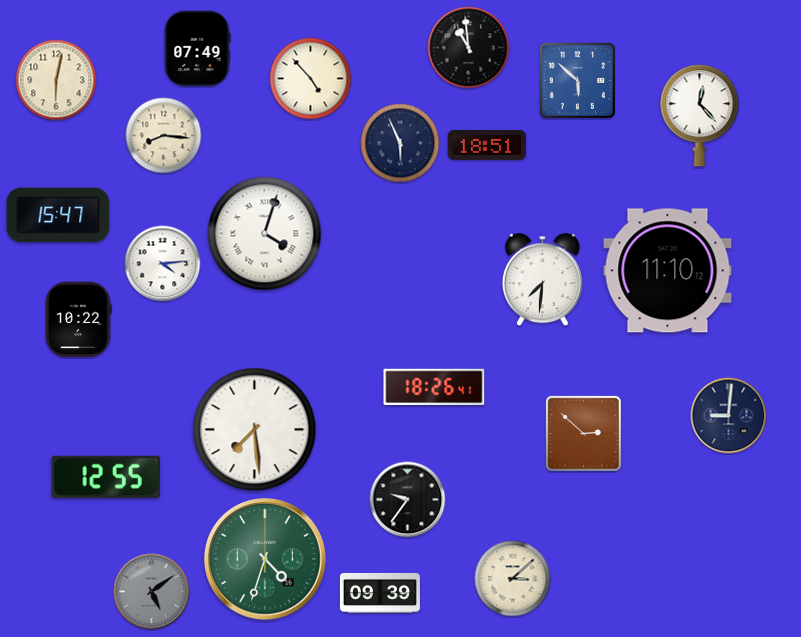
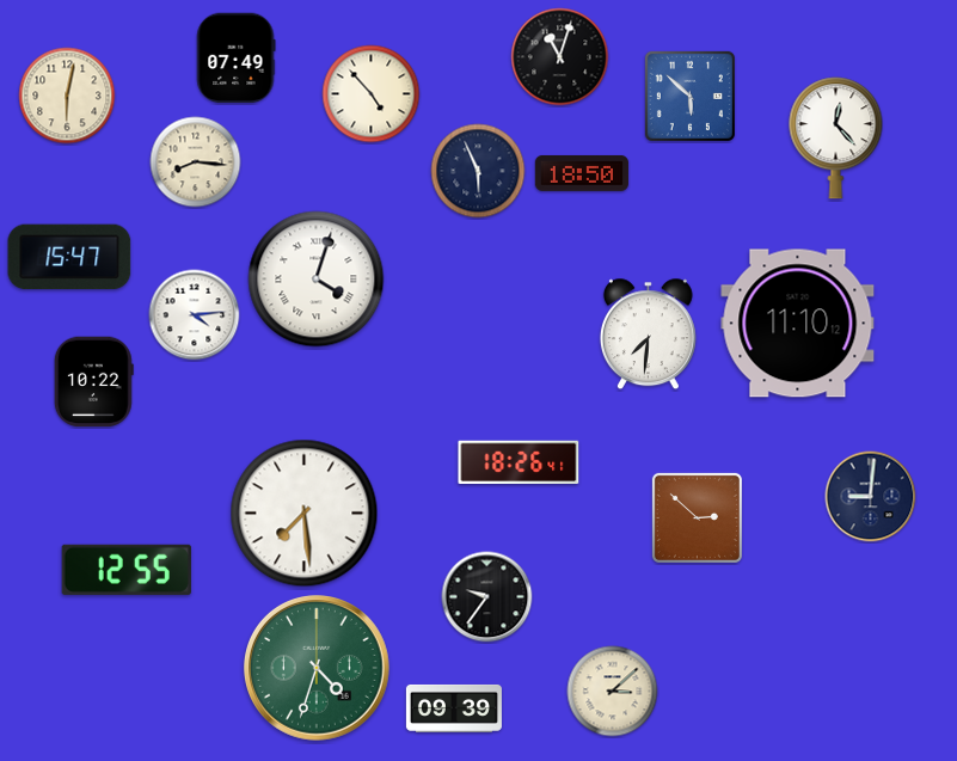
clock at (469, 48): 10:59 -> 11:03
clock at (487, 145): 18:51 -> 18:50
clock at (152, 592): 5:09 -> none
